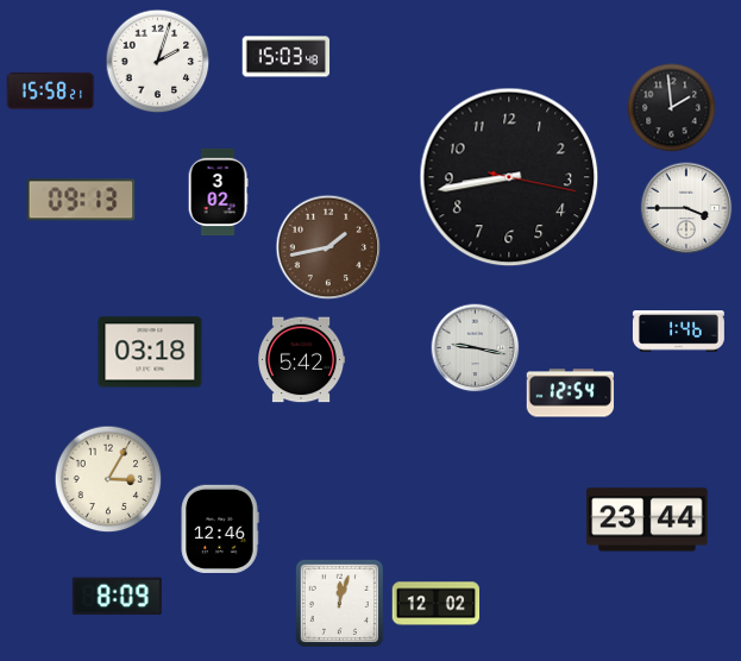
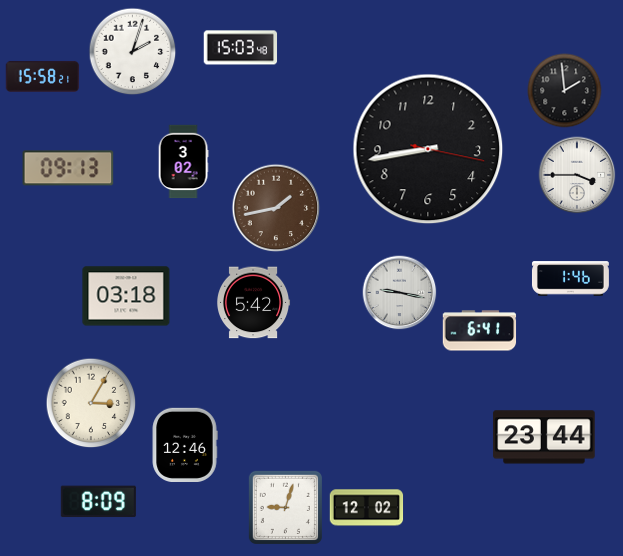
clock at (571, 394): 12:54 -> 6:41
clock at (339, 603): 12:03 -> 9:03
